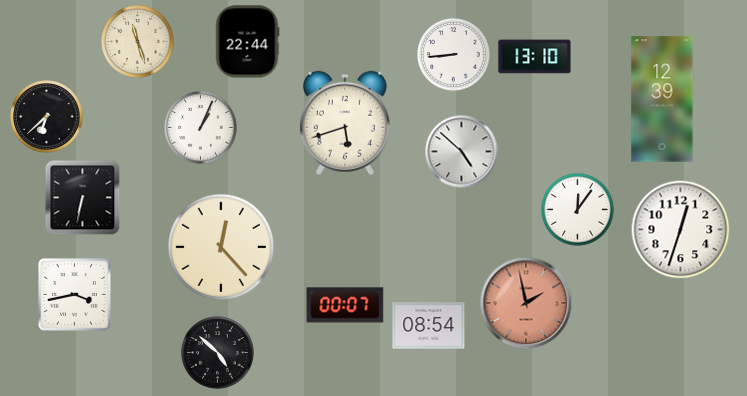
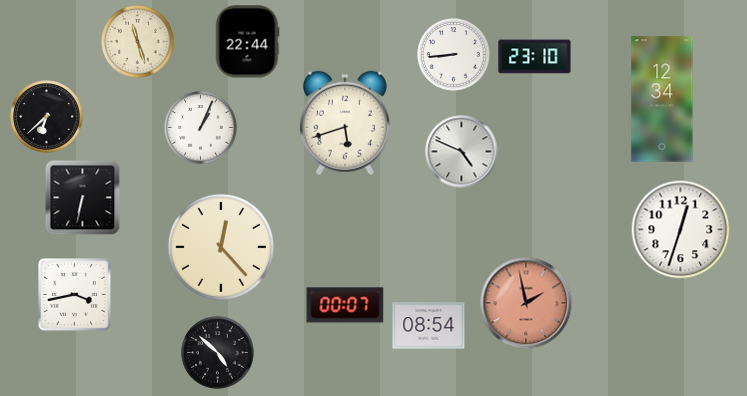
clock at (535, 57): 13:10 -> 23:10
clock at (662, 99): 12:39 -> 12:34
clock at (462, 152): 4:52 -> 4:49
clock at (578, 210): 12:06 -> none
